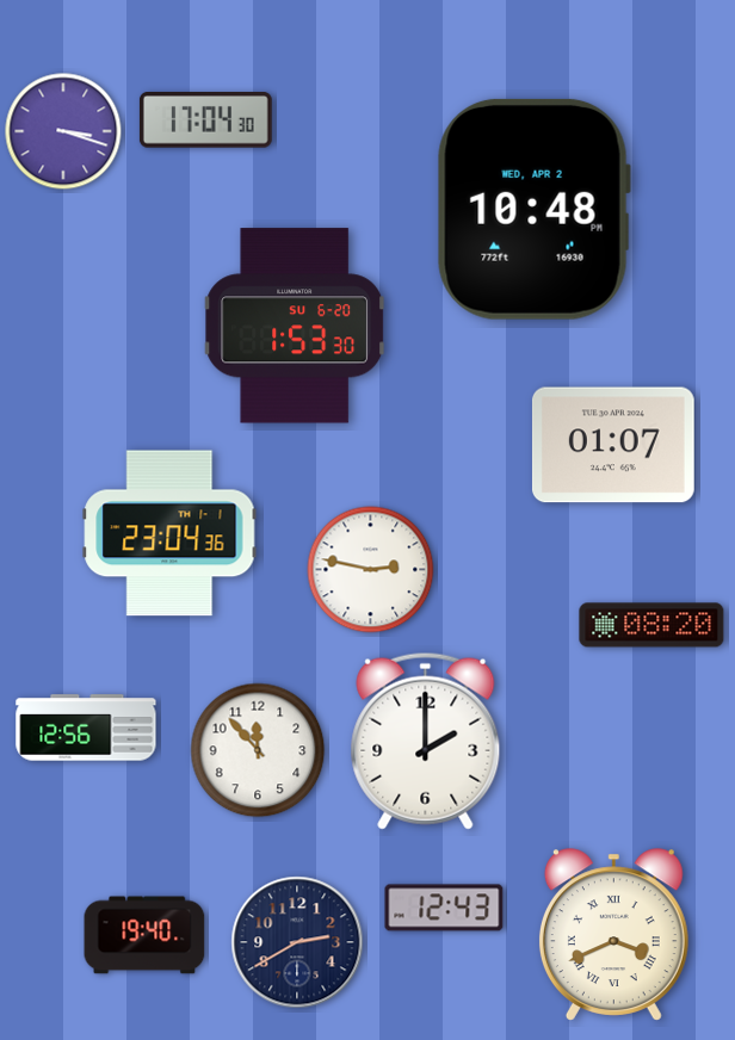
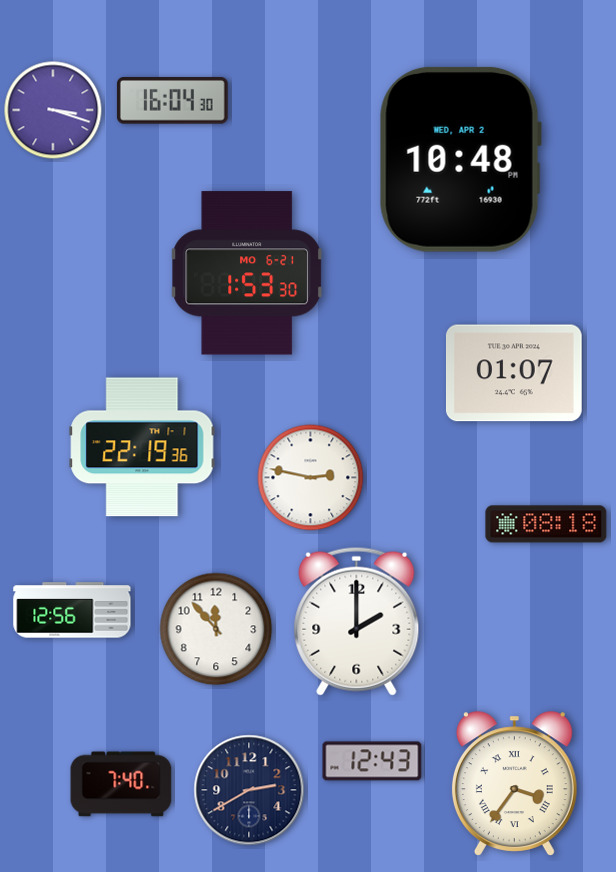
clock at (205, 120): 17:04 -> 16:04
clock at (533, 209) position: (533, 209) -> (460, 159)
clock at (295, 326) date: SU 6-20 -> MO 6-21
clock at (169, 533): 23:04 -> 22:19
clock at (651, 625): 08:20 -> 08:18
clock at (144, 935): 19:40 -> 7:40
clock at (613, 935): 3:41 -> 3:36
